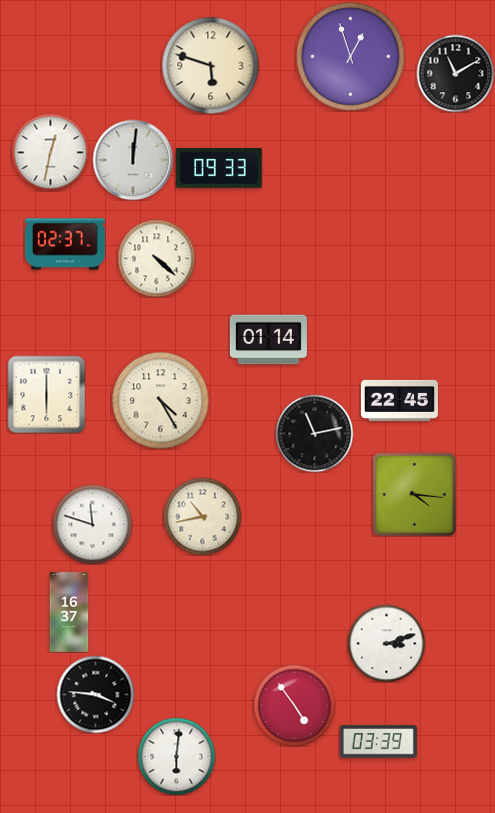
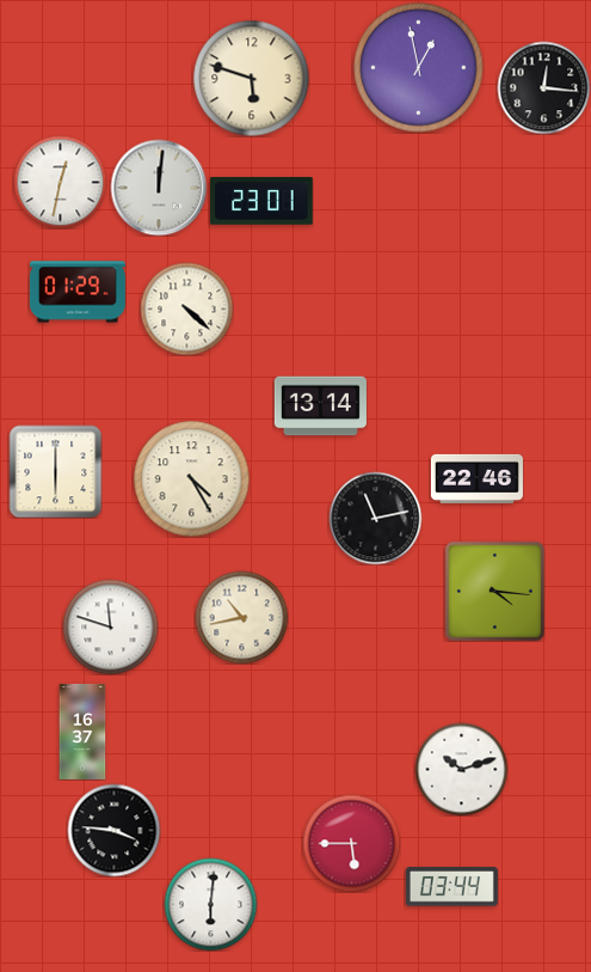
clock at (351, 57): 12:57 -> 12:58
clock at (455, 73): 11:10 -> 12:16
clock at (133, 160) position: (133, 160) -> (159, 188)
clock at (219, 168): 09:33 -> 23:01
clock at (65, 244): 02:37 -> 01:29
clock at (268, 340): 01:14 -> 13:14
clock at (399, 400): 22:45 -> 22:46
clock at (386, 643): 3:12 -> 10:12
clock at (294, 705): 4:54 -> 5:45
clock at (378, 742): 03:39 -> 03:44
